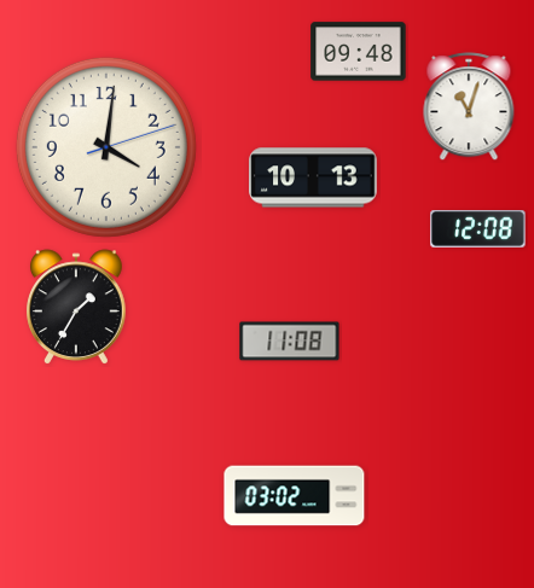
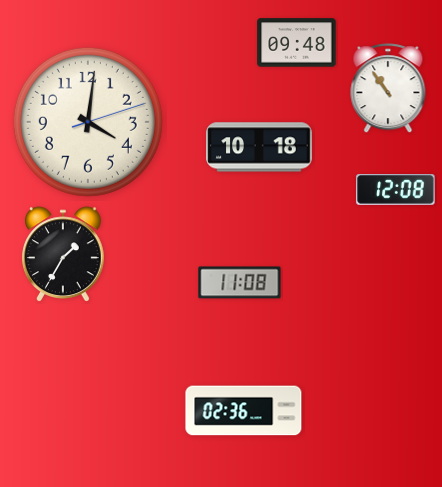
clock at (469, 107): 11:03 -> 10:54
clock at (313, 177): 10:13 -> 10:18
clock at (295, 496): 03:02 -> 02:36
